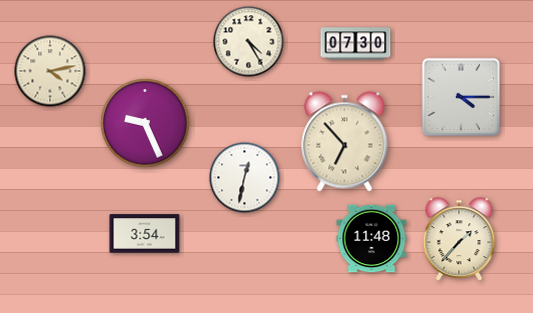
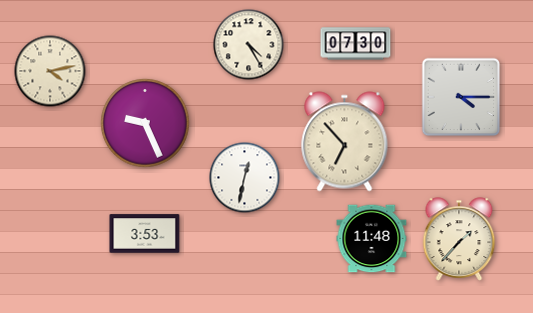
clock at (249, 42) position: (249, 42) -> (249, 45)
clock at (145, 234): 3:54 -> 3:53
